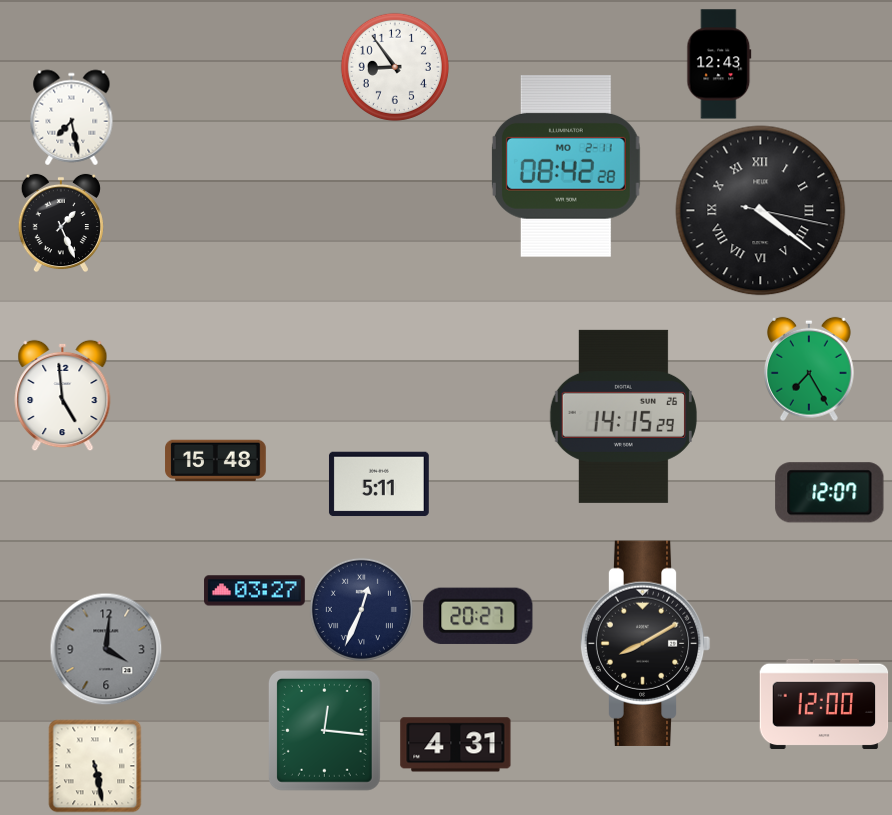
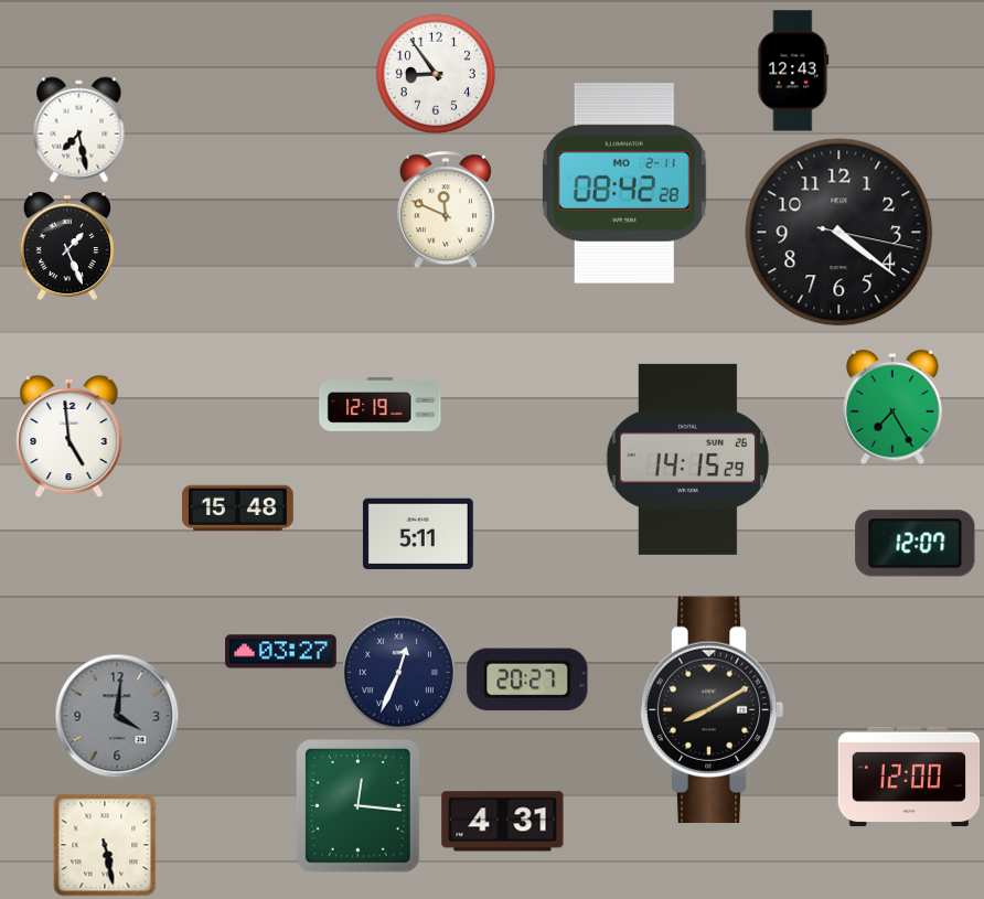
clock at (445, 211): none -> 11:49
clock at (761, 211) numerals: Roman -> Arabic
clock at (381, 405): none -> 12:19
